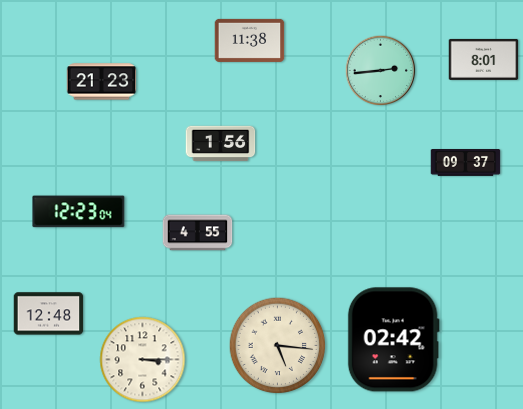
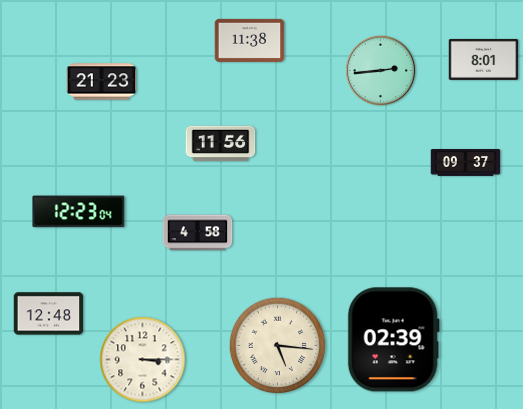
clock at (221, 144): 1:56 -> 11:56
clock at (198, 233): 4:55 -> 4:58
clock at (393, 340): 02:42 -> 02:39
